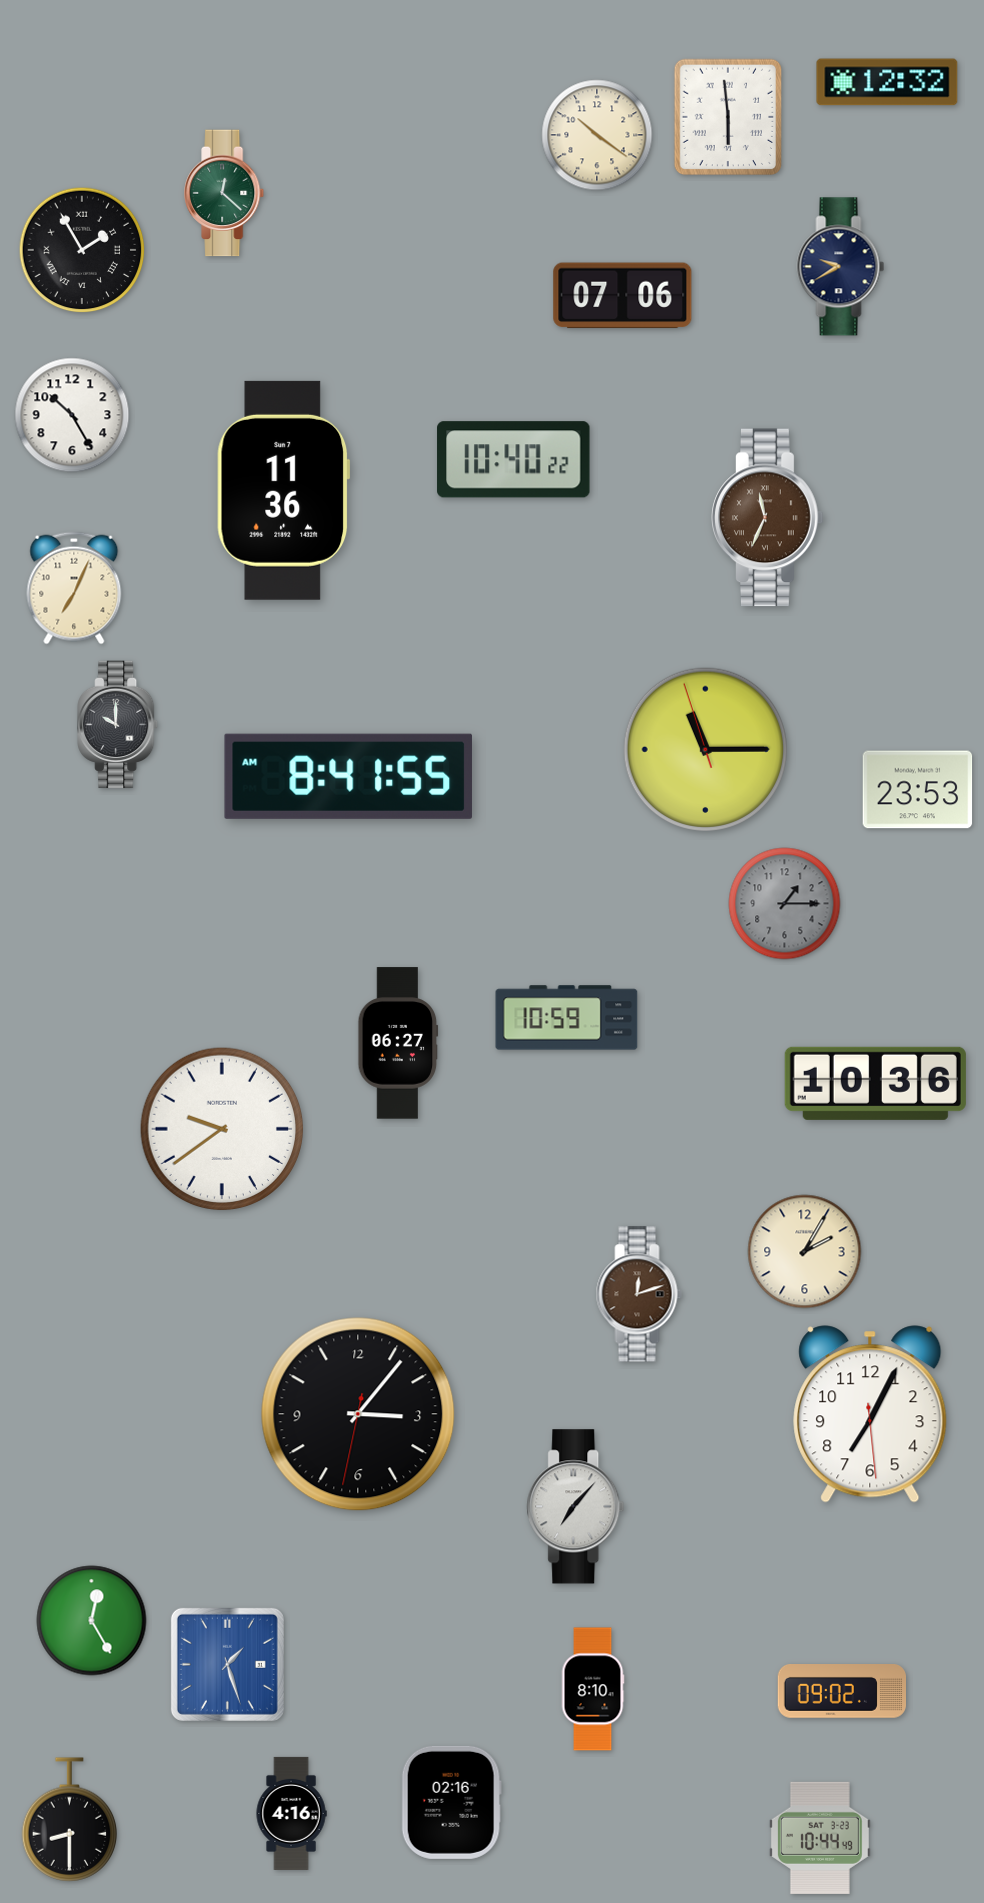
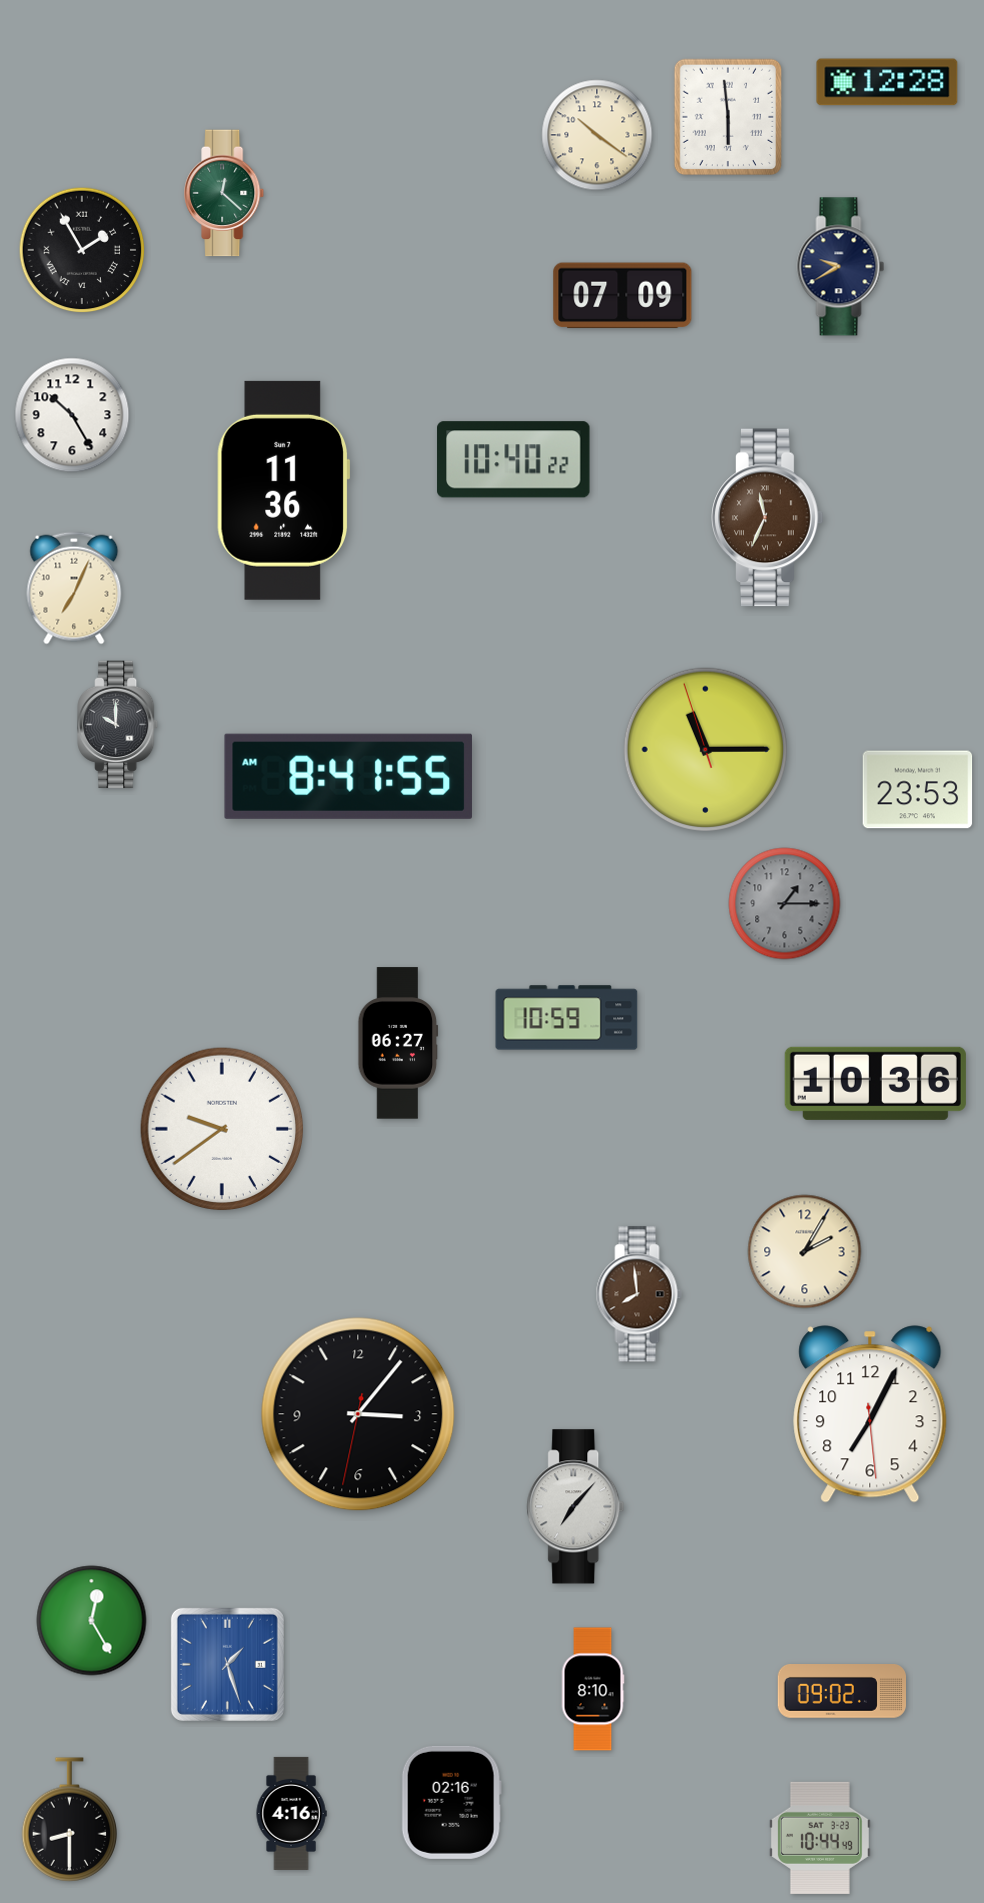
clock at (887, 82): 12:32 -> 12:28
clock at (623, 296): 07:06 -> 07:09
clock at (639, 1294): 12:12 -> 7:59
